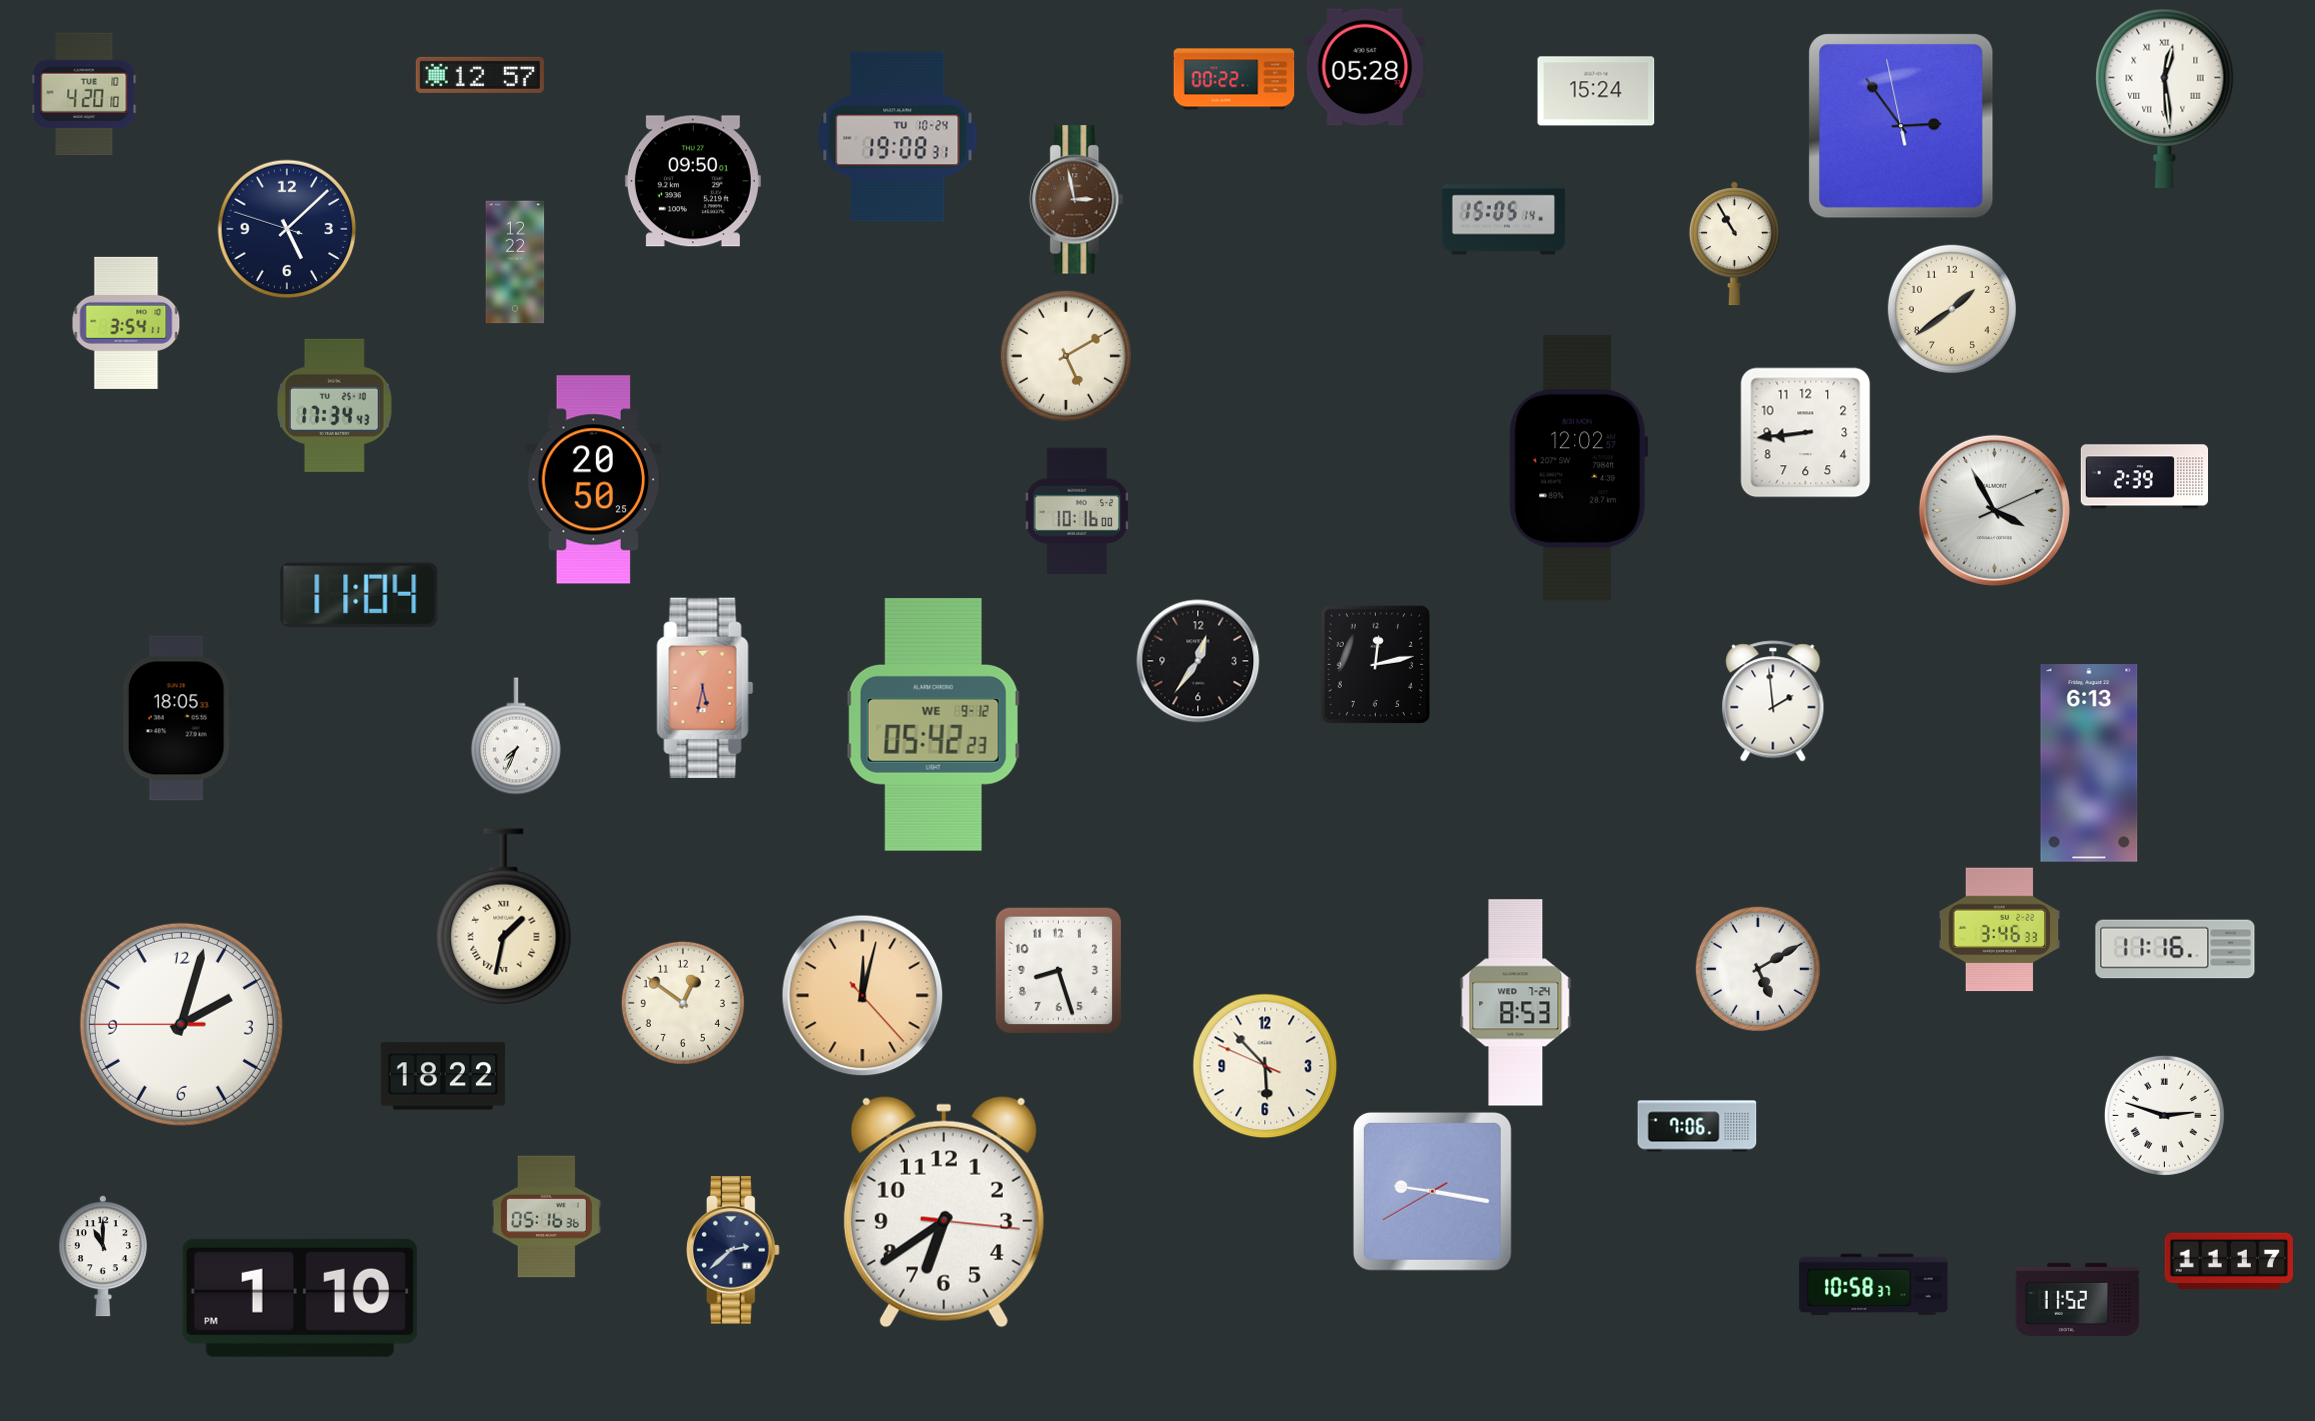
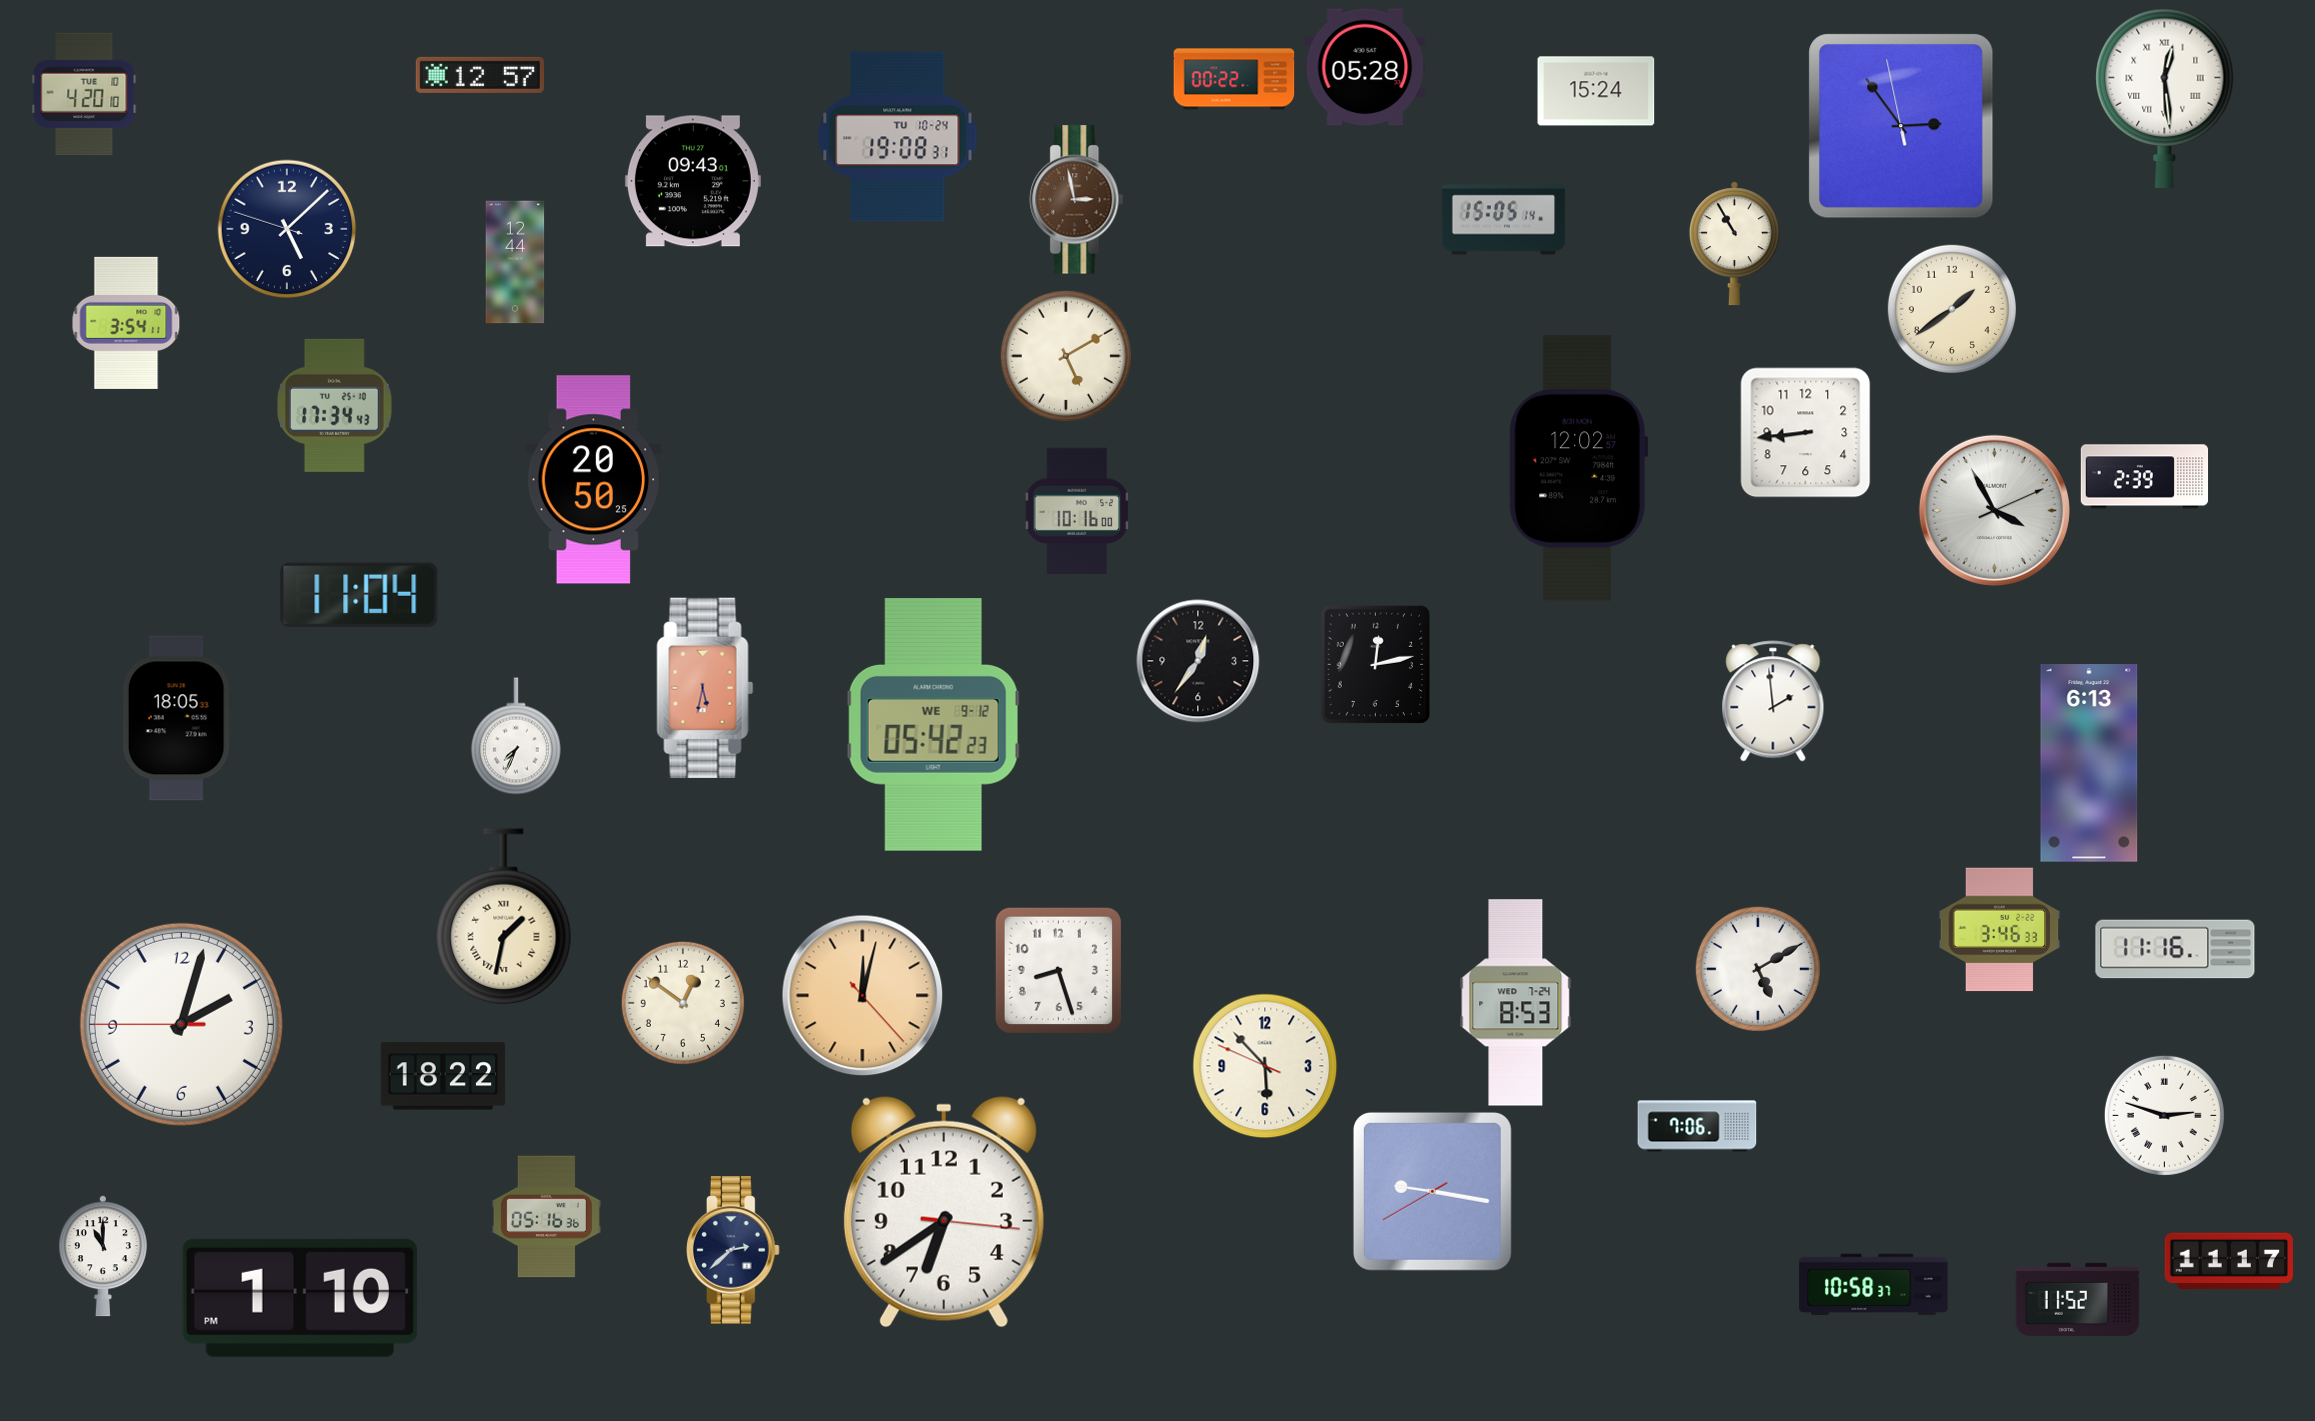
clock at (693, 181): 09:50 -> 09:43
clock at (515, 262): 12:22 -> 12:44
